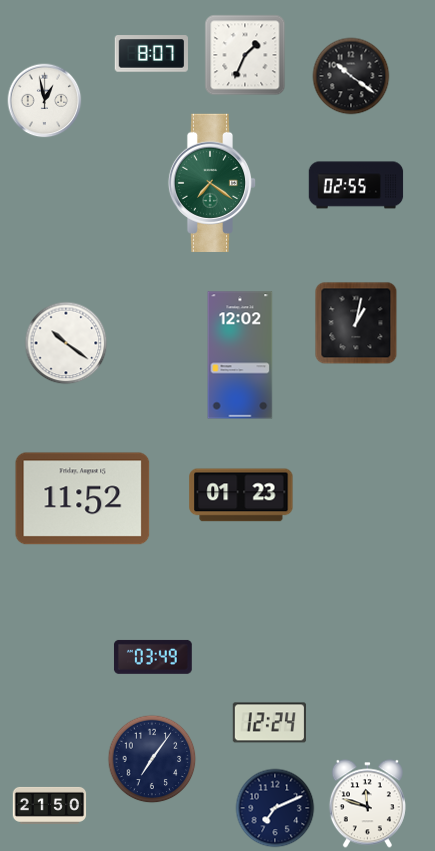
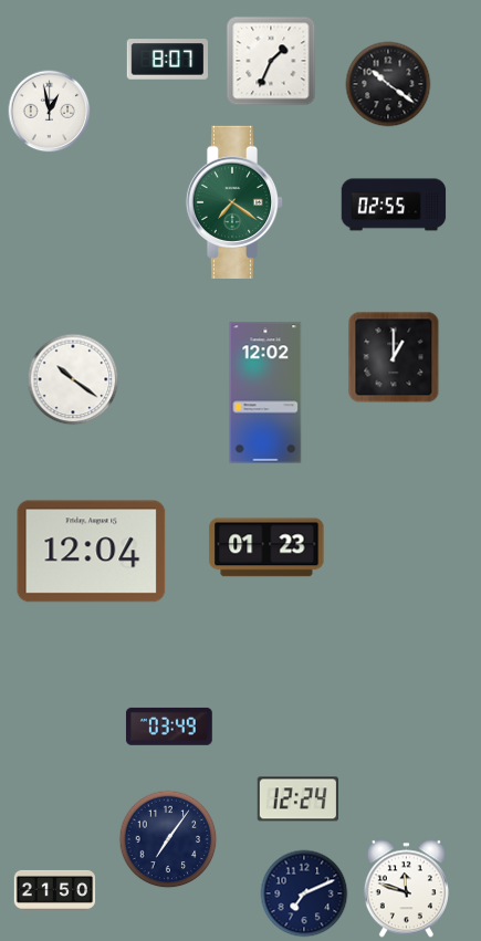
clock at (356, 323): 1:02 -> 1:00
clock at (83, 499): 11:52 -> 12:04
